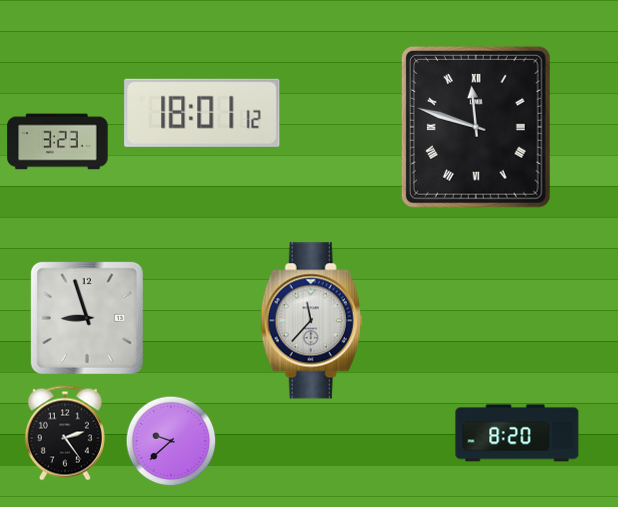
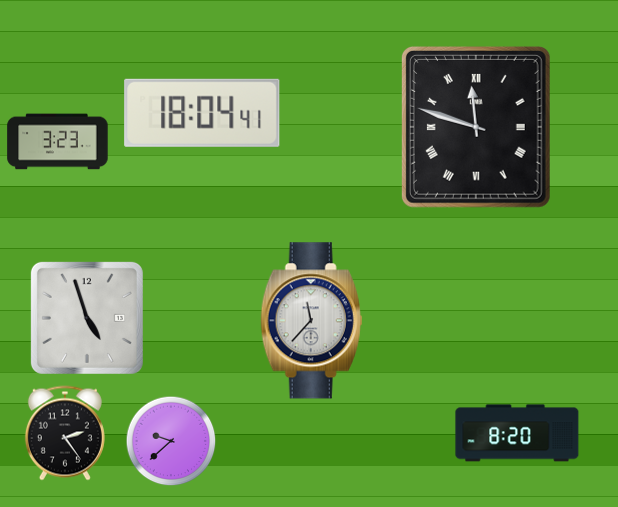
clock at (202, 113): 18:01 -> 18:04
clock at (87, 318): 8:57 -> 4:57
